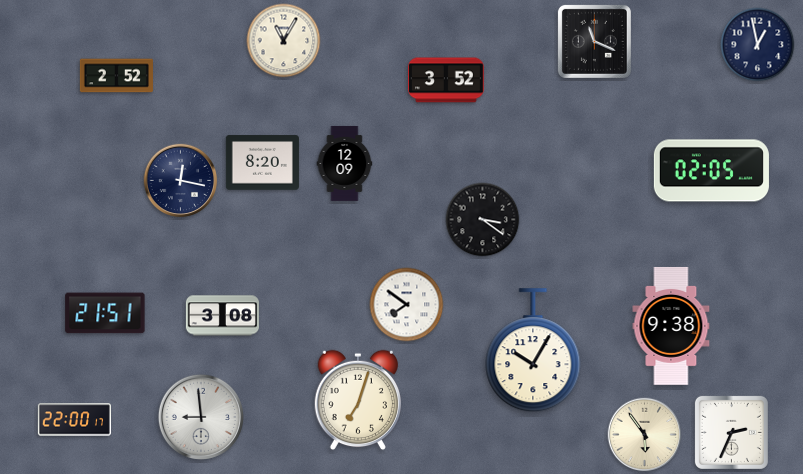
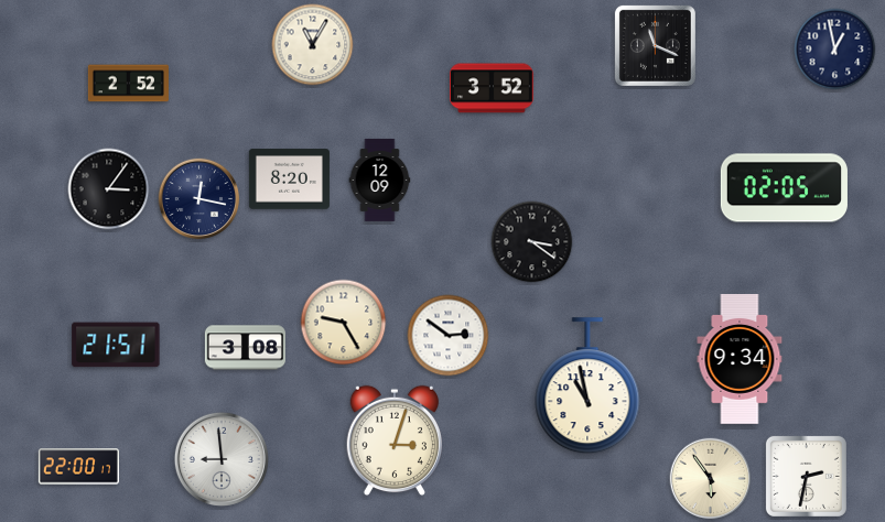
clock at (109, 189): none -> 3:06
clock at (344, 323): none -> 9:25
clock at (407, 305): 7:51 -> 2:51
clock at (671, 326): 9:38 -> 9:34
clock at (533, 351): 10:05 -> 10:58
clock at (357, 400): 7:03 -> 3:03
clock at (74, 420) position: (74, 420) -> (78, 467)
clock at (731, 432): 2:34 -> 2:32
